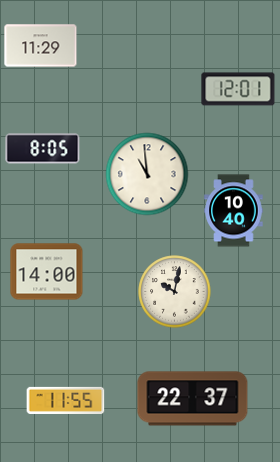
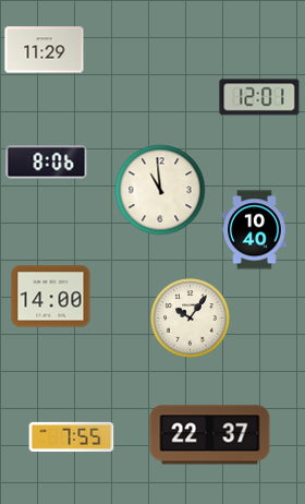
clock at (43, 149): 8:05 -> 8:06
clock at (175, 292): 10:02 -> 10:06
clock at (66, 400): 11:55 -> 7:55
